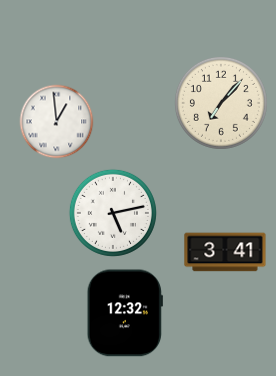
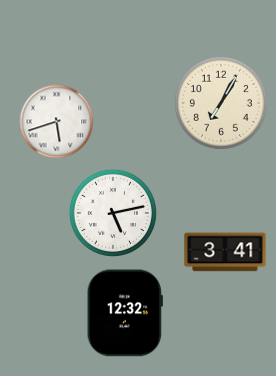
clock at (221, 103): 7:07 -> 7:05
clock at (57, 122): 12:59 -> 5:42
